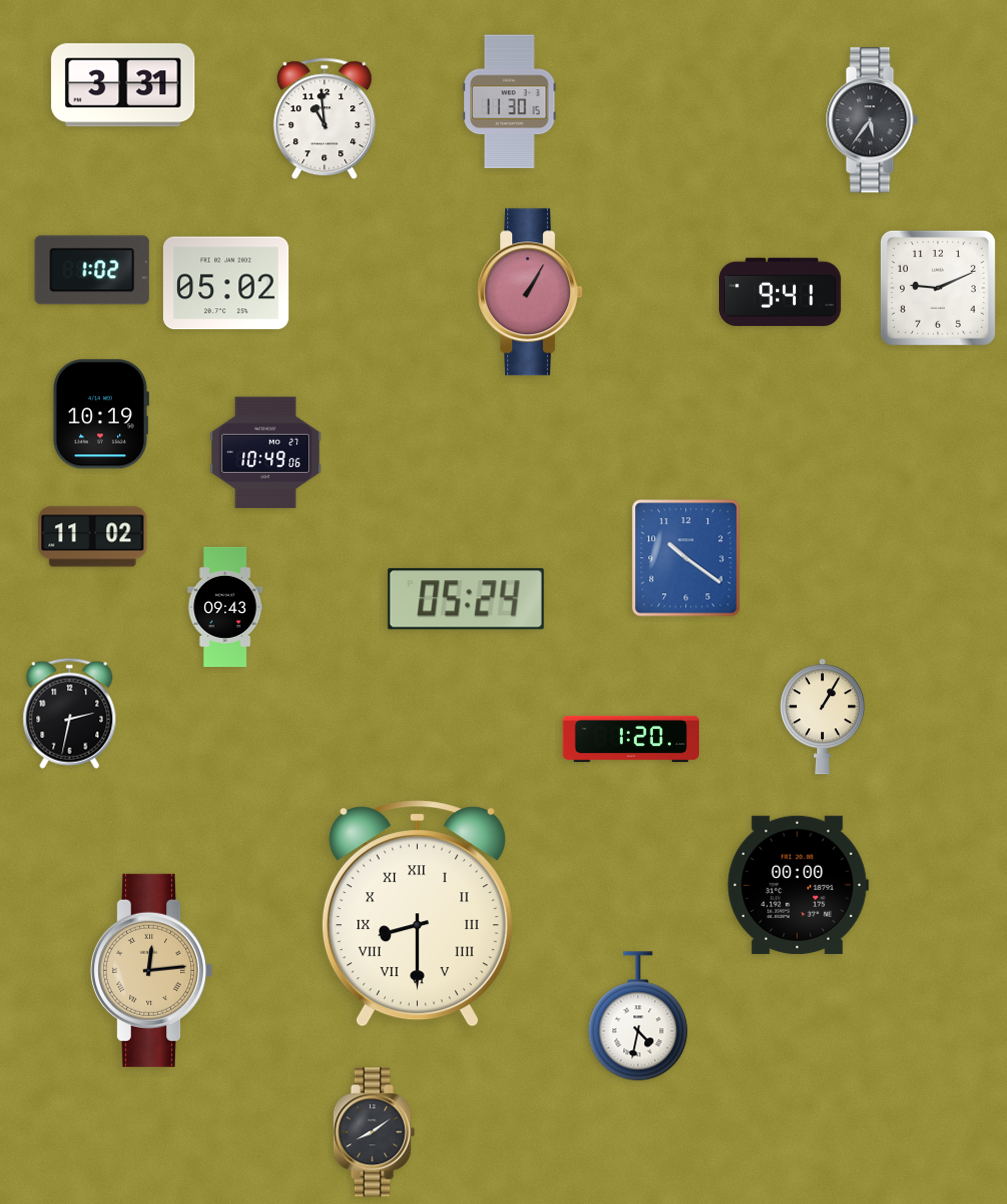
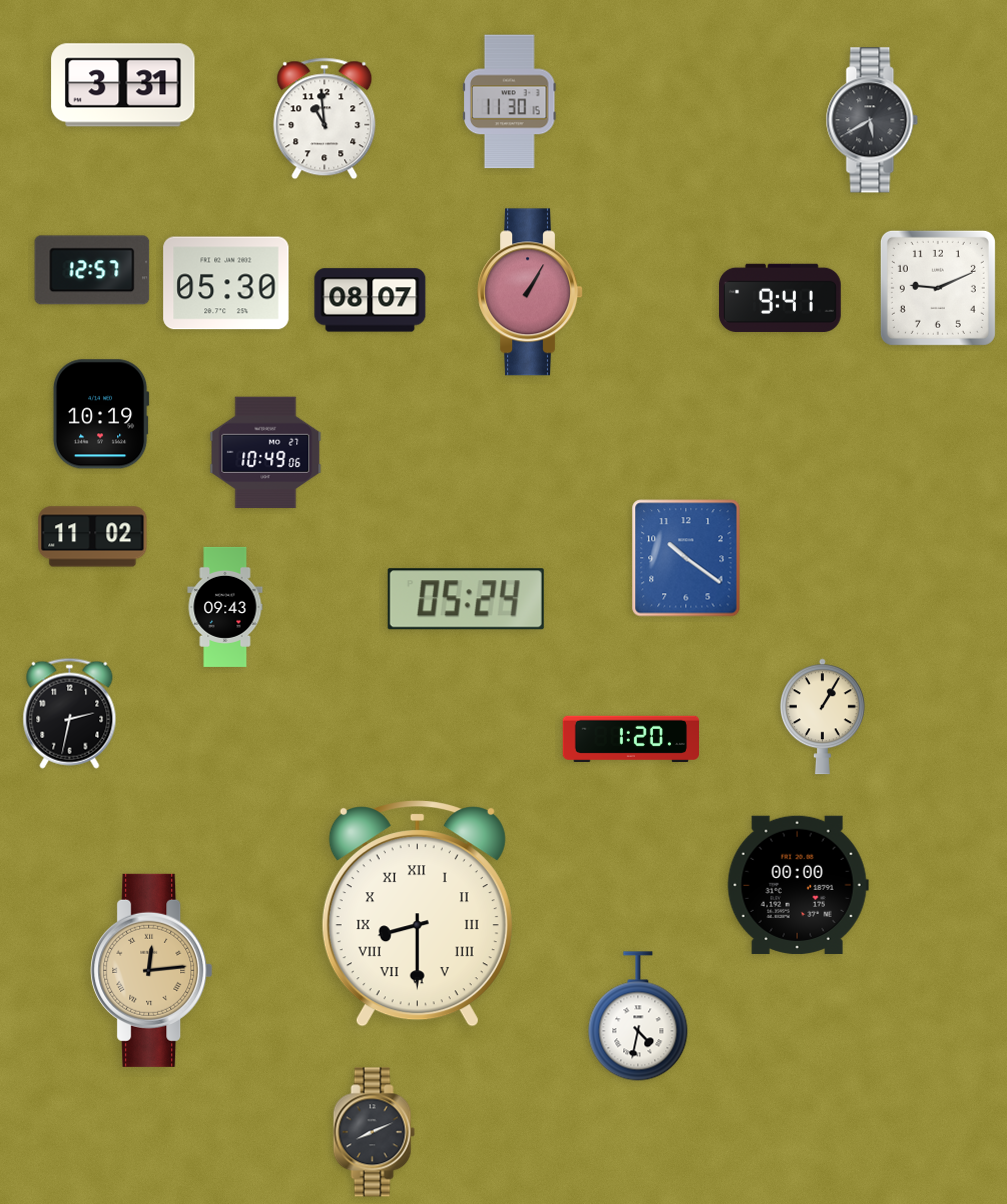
clock at (872, 120): 5:36 -> 5:40
clock at (92, 270): 1:02 -> 12:57
clock at (226, 283): 05:02 -> 05:30
clock at (780, 292) position: (780, 292) -> (780, 298)
clock at (370, 300): none -> 08:07
clock at (374, 1132): 8:09 -> 8:11
